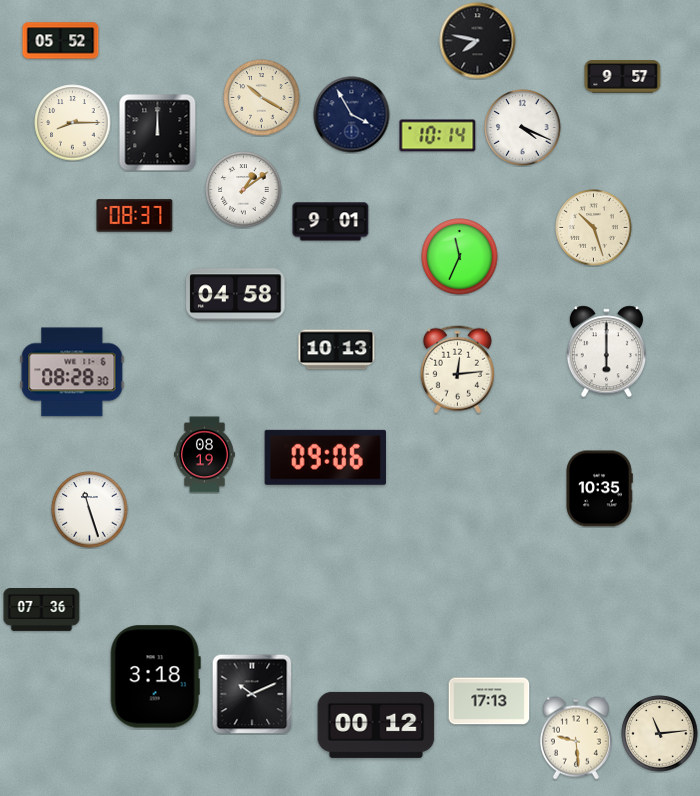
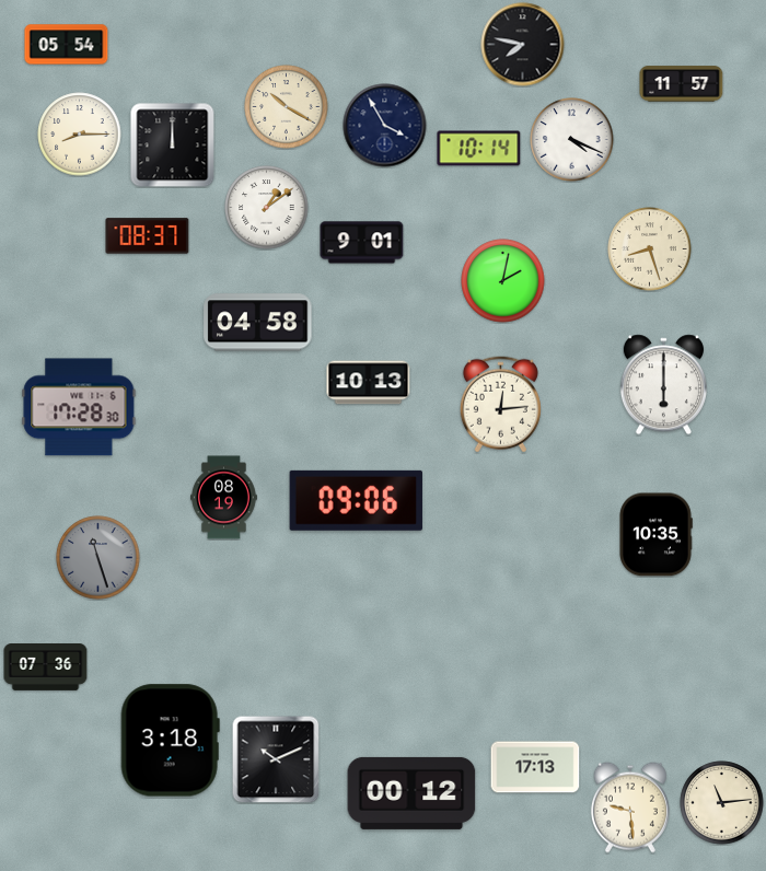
clock at (61, 41): 05:52 -> 05:54
clock at (623, 77): 9:57 -> 11:57
clock at (594, 228): 10:27 -> 8:27
clock at (460, 257): 11:34 -> 2:02
clock at (72, 372): 08:28 -> 17:28
clock at (90, 510) dial: white -> grey
